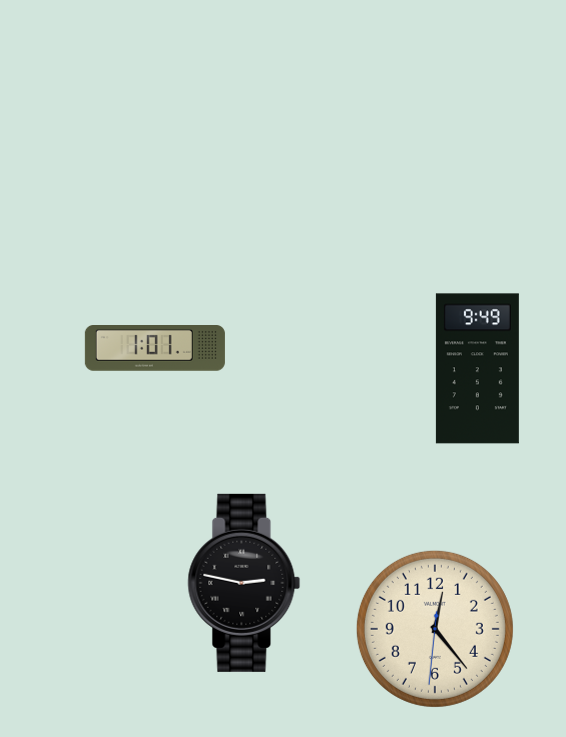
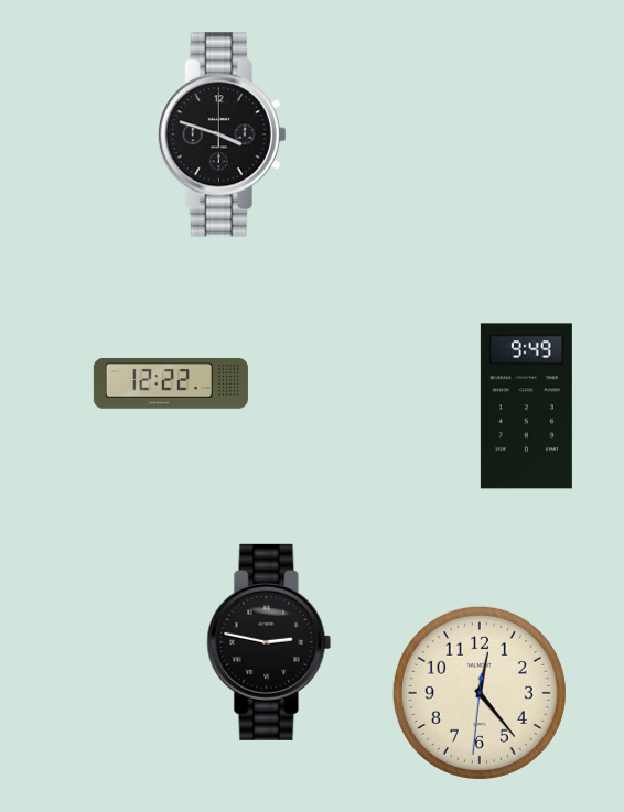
clock at (222, 134): none -> 3:48
clock at (155, 349): 1:01 -> 12:22
